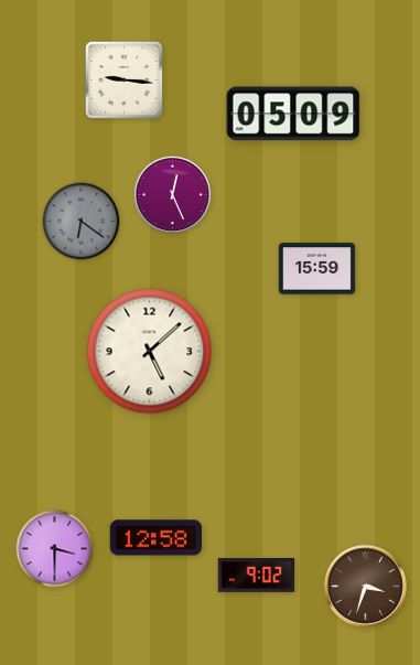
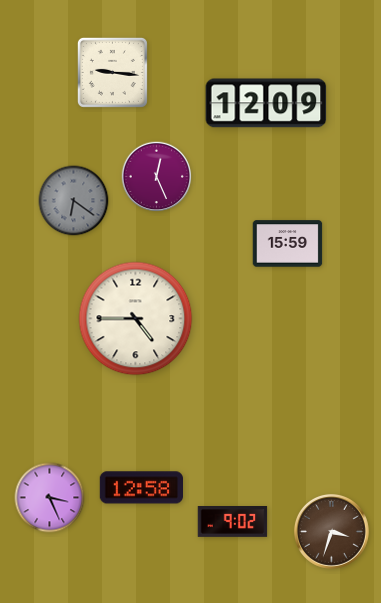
clock at (293, 114): 05:09 -> 12:09
clock at (150, 352): 5:08 -> 4:45
clock at (55, 549): 3:30 -> 3:26
